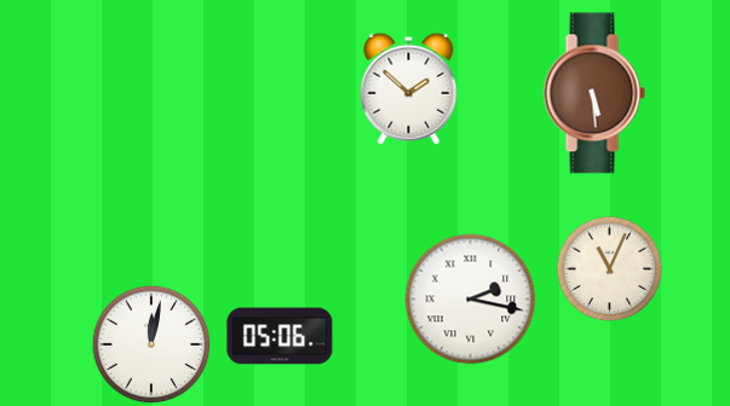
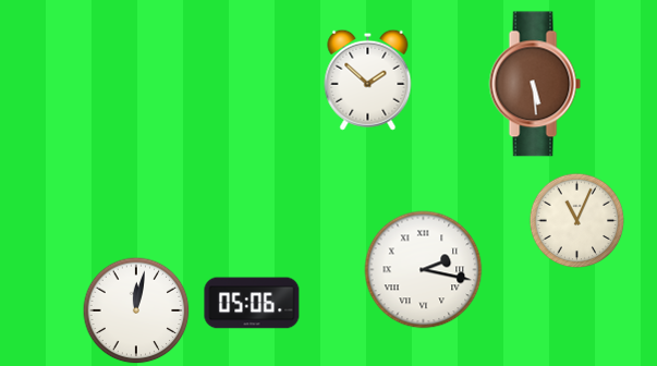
clock at (609, 268) position: (609, 268) -> (576, 220)
